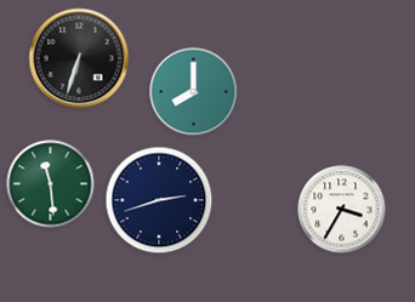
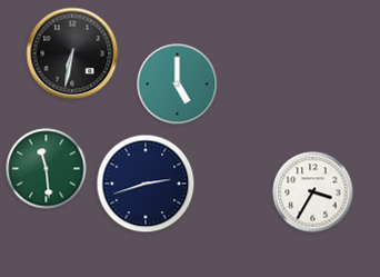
clock at (79, 58): 6:33 -> 6:32
clock at (194, 92): 8:00 -> 5:00
